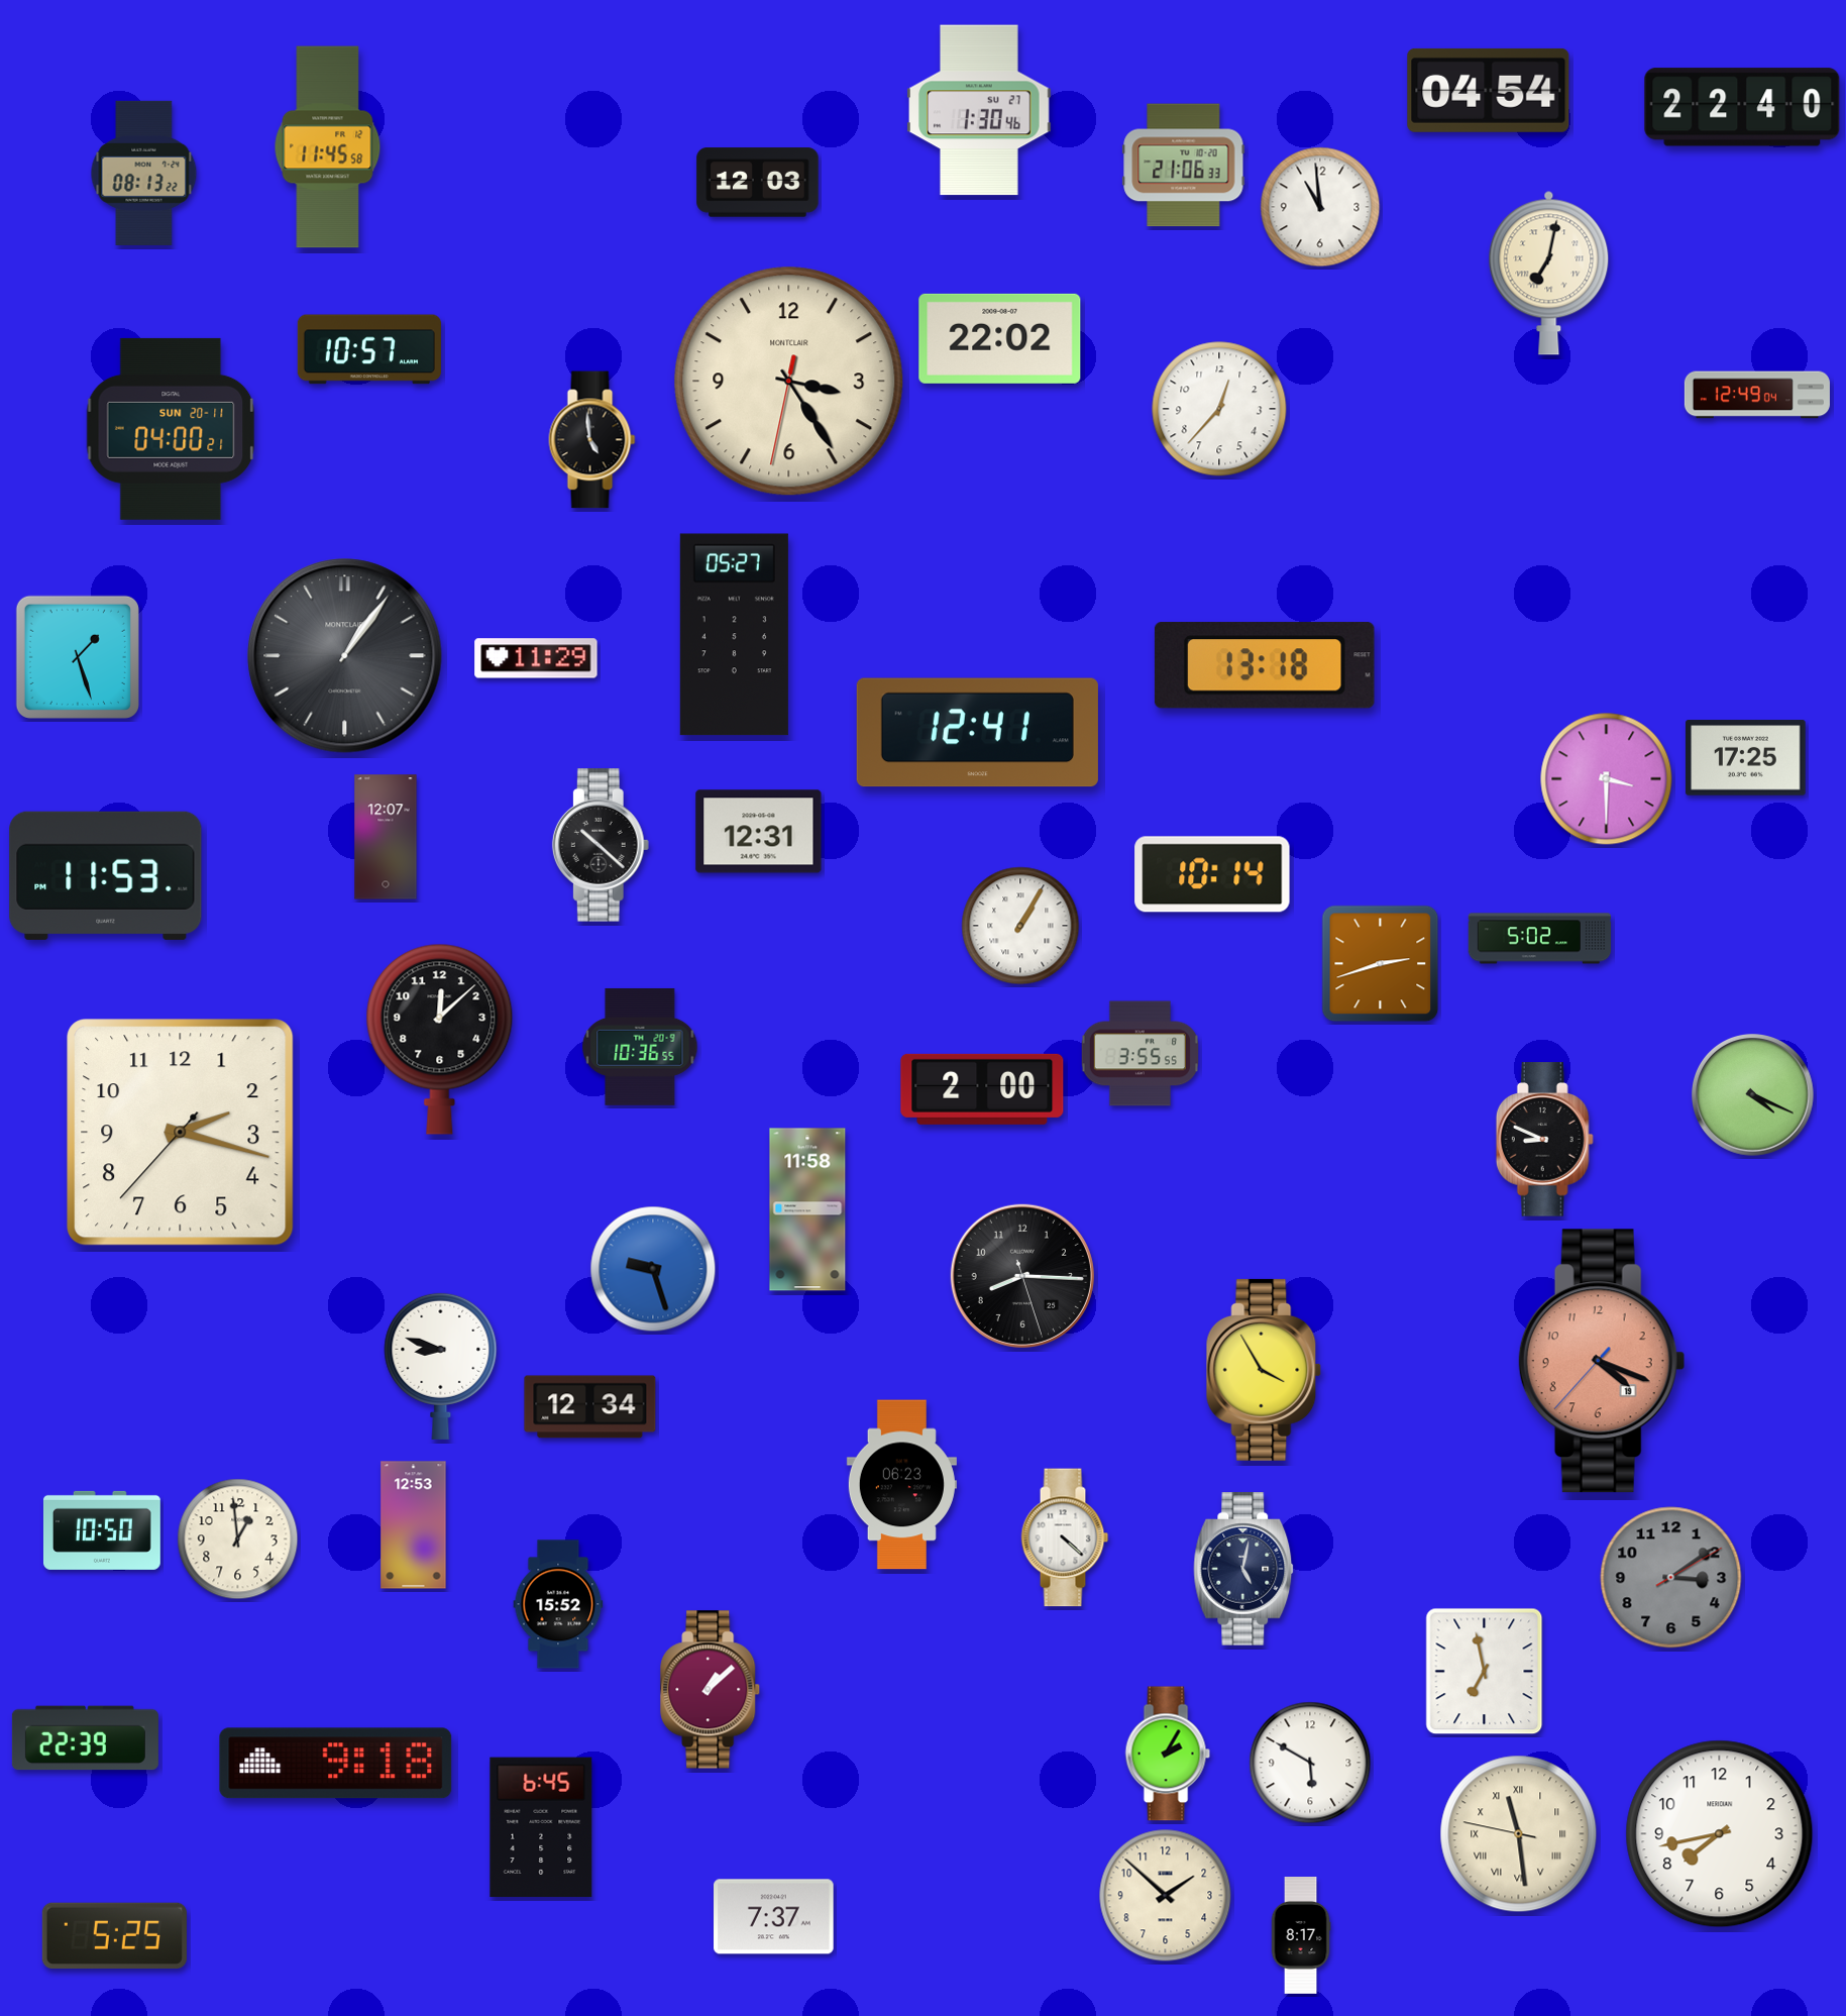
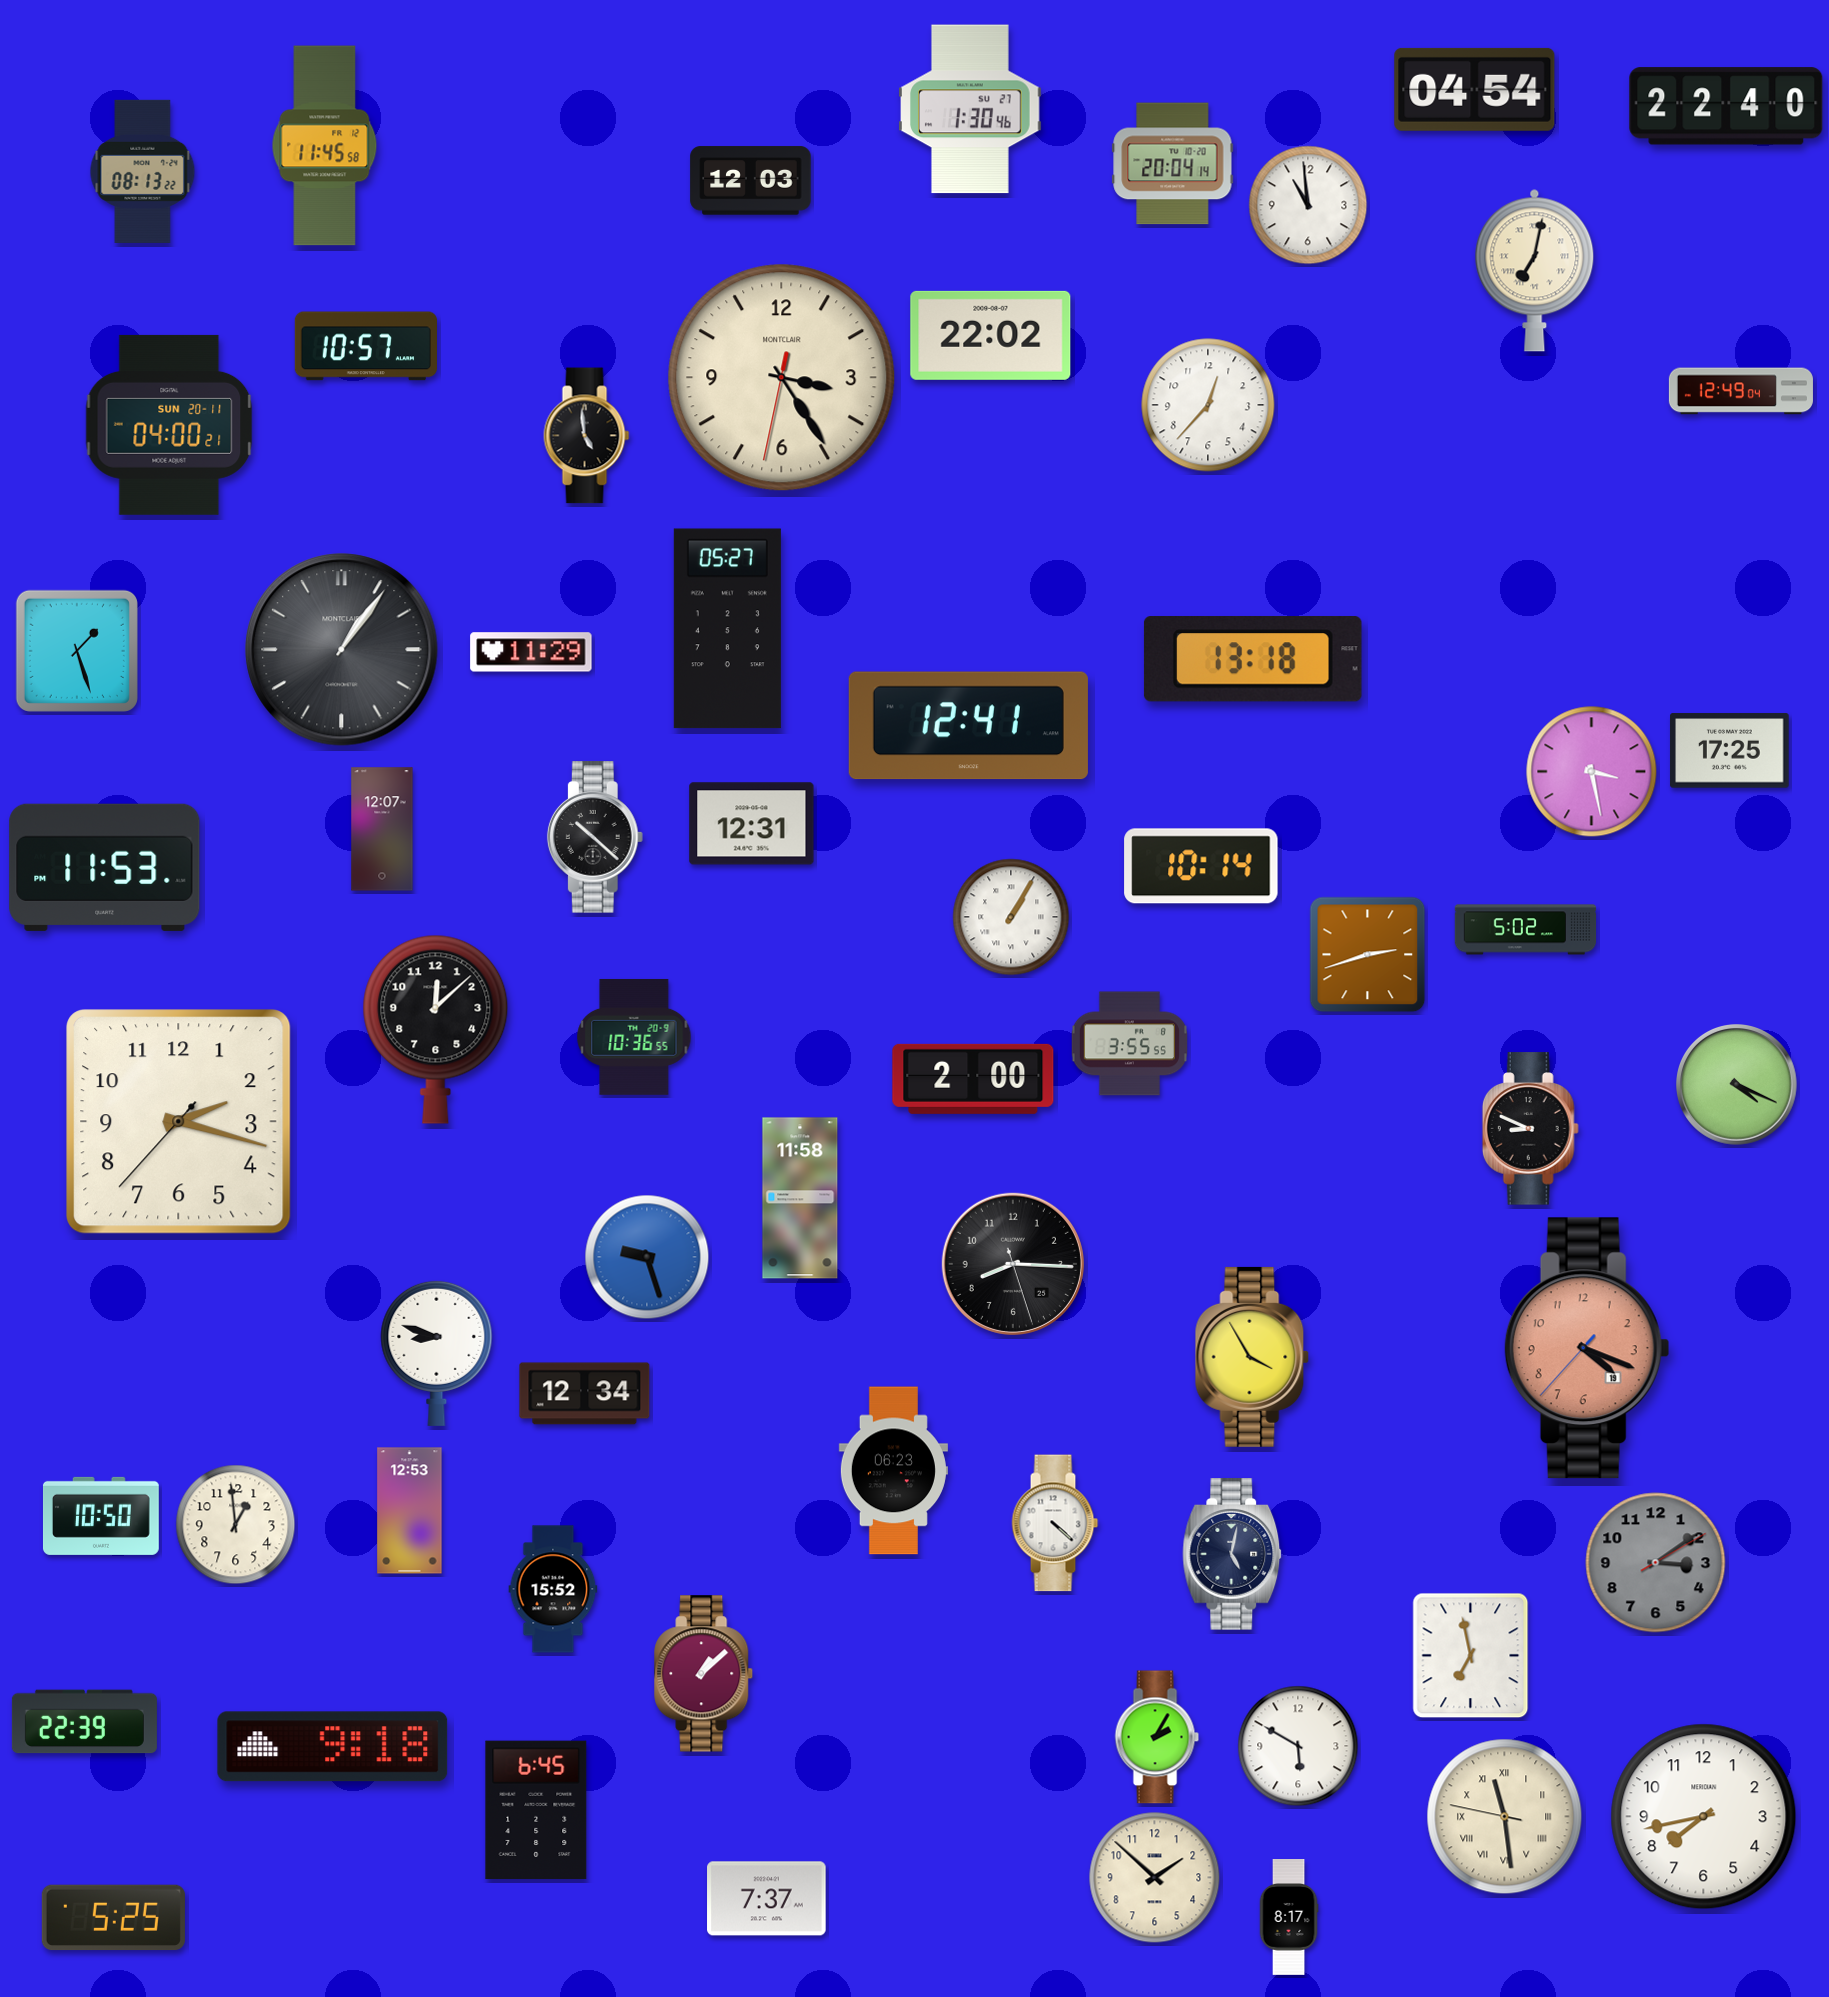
clock at (1184, 166): 21:06 -> 20:04
clock at (1607, 779): 3:30 -> 3:28
